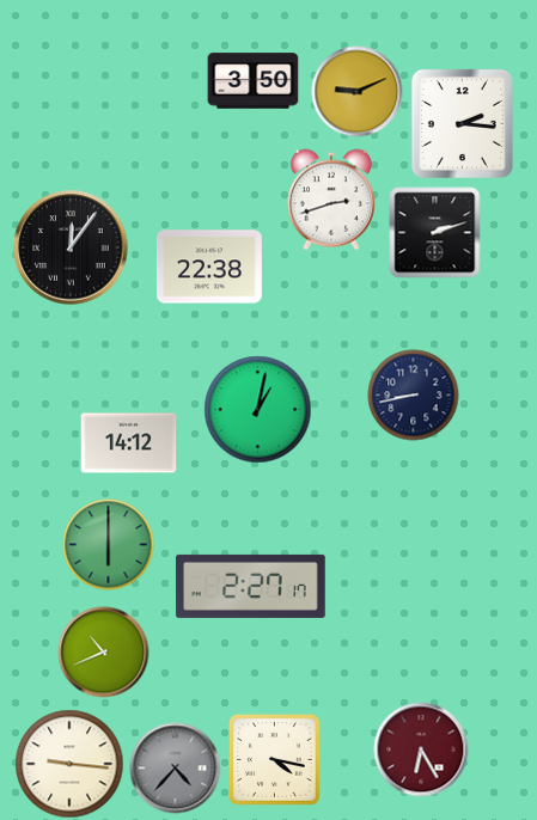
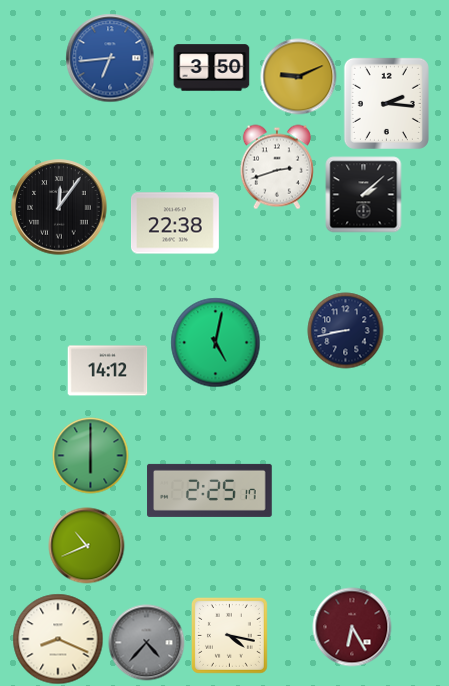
clock at (110, 58): none -> 6:44
clock at (435, 233): 2:12 -> 2:08
clock at (258, 410): 1:02 -> 5:02
clock at (251, 586): 2:27 -> 2:25
clock at (69, 764): 9:16 -> 8:19
